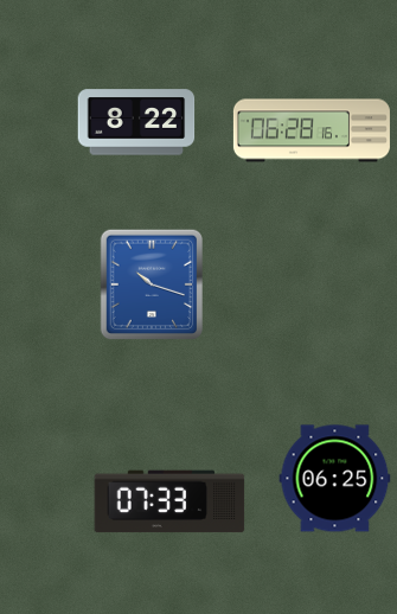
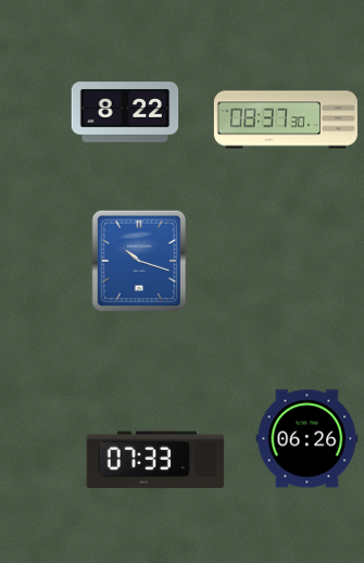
clock at (312, 130): 06:28 -> 08:37
clock at (335, 479): 06:25 -> 06:26
